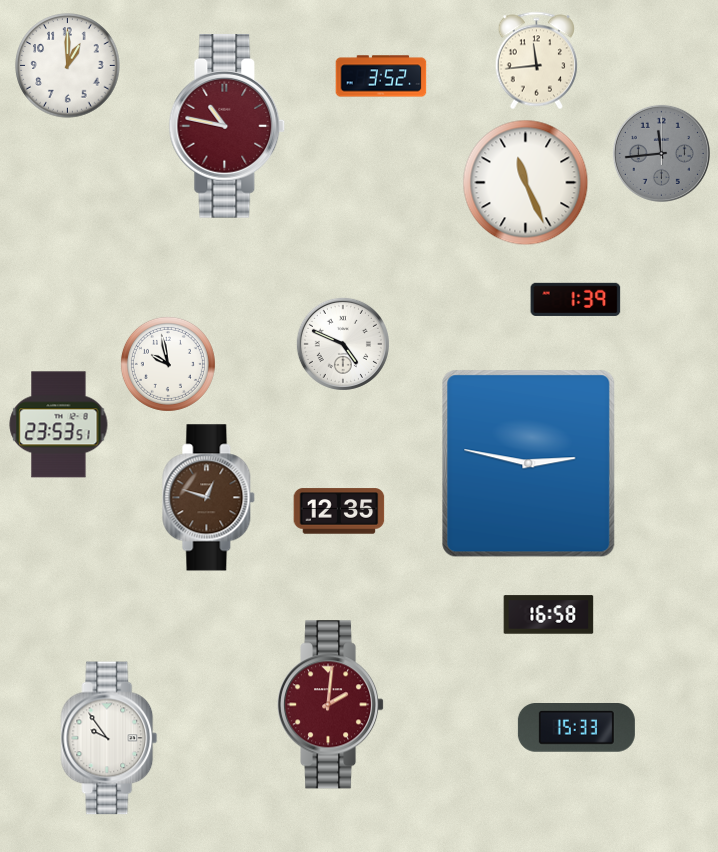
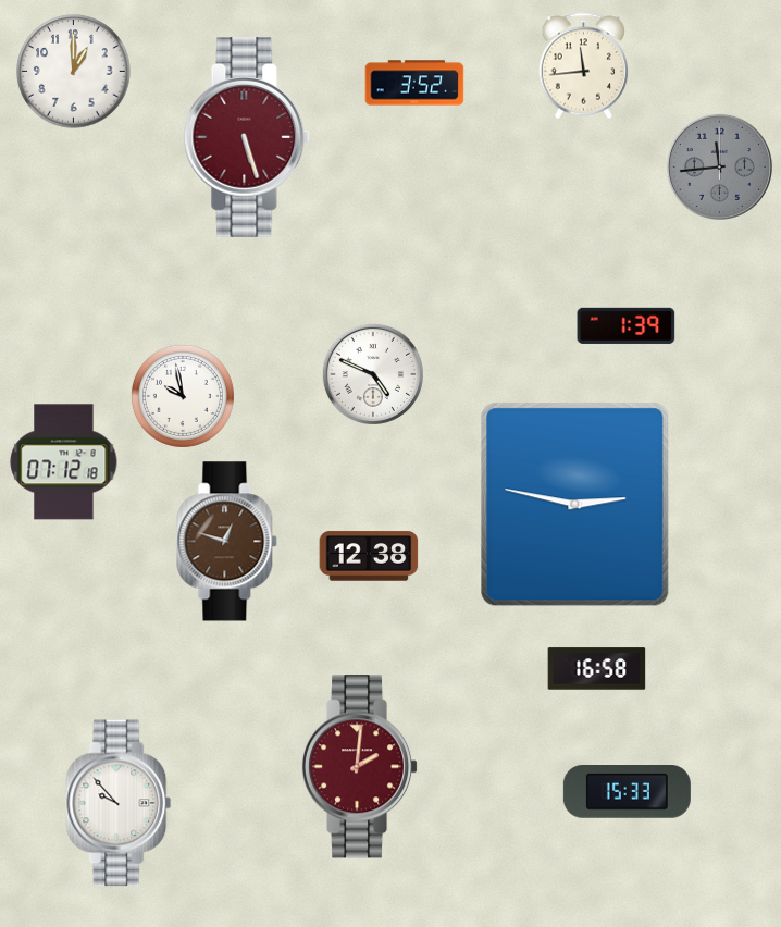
clock at (227, 127): 10:47 -> 5:27
clock at (526, 183): 11:26 -> none
clock at (59, 425): 23:53 -> 07:12
clock at (339, 511): 12:35 -> 12:38
clock at (109, 738): 9:54 -> 9:53
